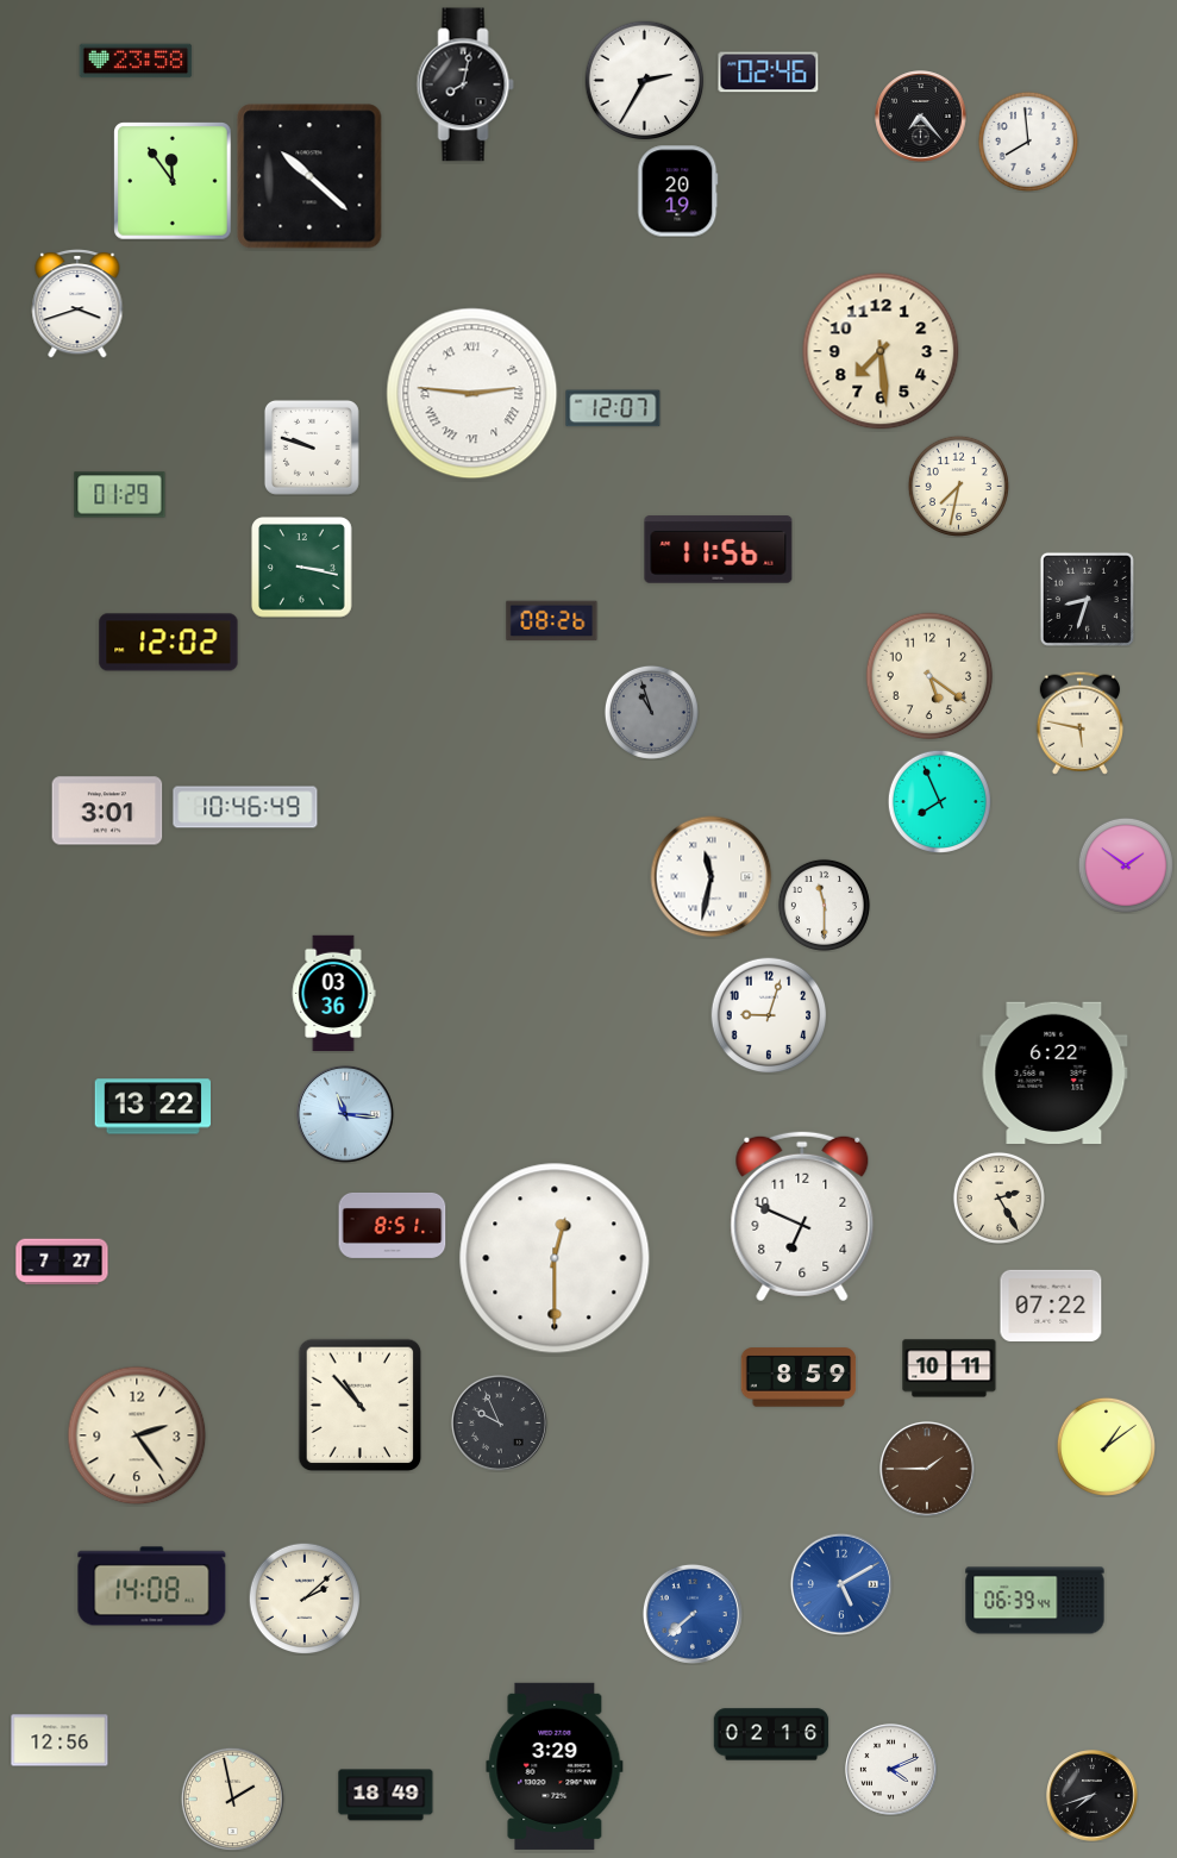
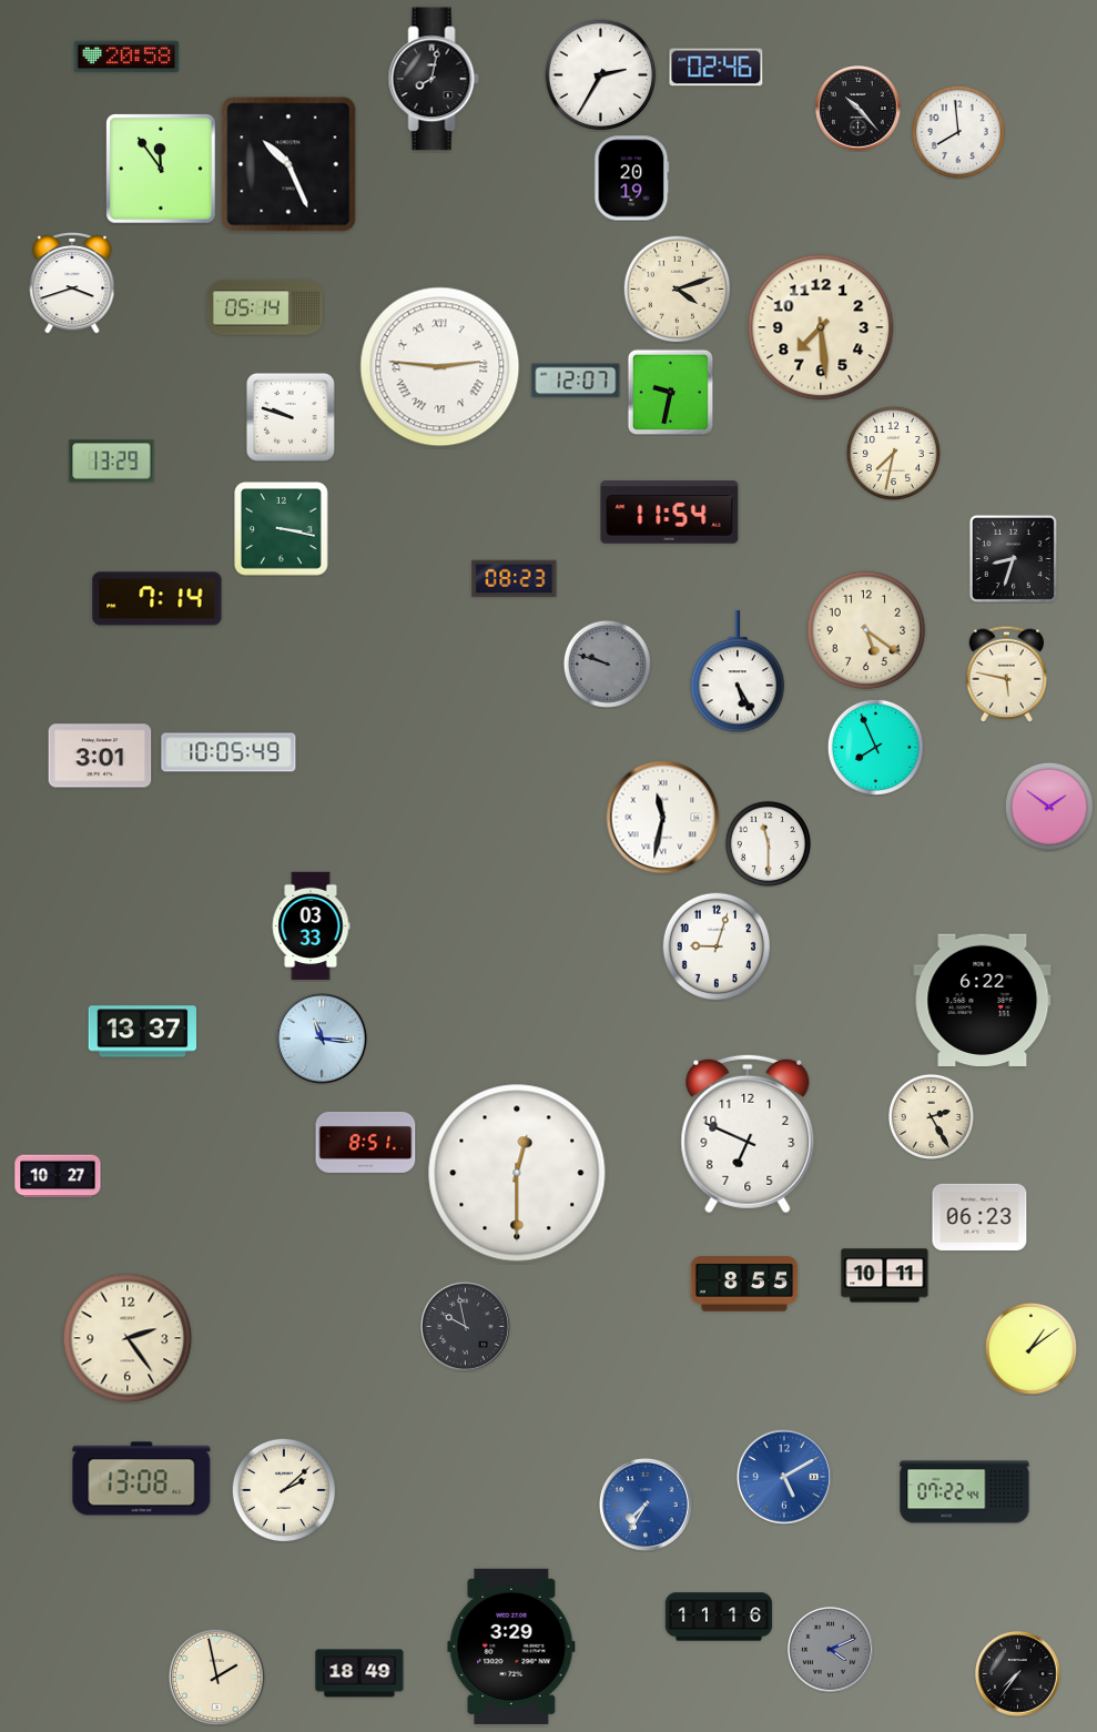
clock at (136, 61): 23:58 -> 20:58
clock at (921, 117): 7:23 -> 10:23
clock at (309, 176): 10:22 -> 10:26
clock at (677, 288): none -> 4:12
clock at (265, 307): none -> 05:14
clock at (613, 408) position: (613, 408) -> (576, 381)
clock at (670, 392): none -> 9:32
clock at (120, 495): 01:29 -> 13:29
clock at (719, 550): 11:56 -> 11:54
clock at (552, 621): 08:26 -> 08:23
clock at (169, 643): 12:02 -> 7:14
clock at (651, 712): 10:57 -> 9:48
clock at (738, 672): none -> 5:25
clock at (245, 807): 10:46 -> 10:05
clock at (333, 994): 03:36 -> 03:33
clock at (152, 1107): 13:22 -> 13:37
clock at (62, 1262): 7:27 -> 10:27
clock at (1051, 1306): 07:22 -> 06:23
clock at (799, 1377): 8:59 -> 8:55
clock at (361, 1406): 10:53 -> none
clock at (499, 1422): 9:56 -> 9:58
clock at (928, 1470): 1:45 -> none
clock at (152, 1587): 14:08 -> 13:08
clock at (1035, 1601): 06:39 -> 07:22
clock at (693, 1614): 7:38 -> 7:35
clock at (771, 1734): 02:16 -> 11:16
clock at (60, 1740): 12:56 -> none
clock at (555, 1766) position: (555, 1766) -> (511, 1647)
clock at (891, 1770) dial: white -> grey
clock at (1093, 1796): 7:42 -> 7:36
